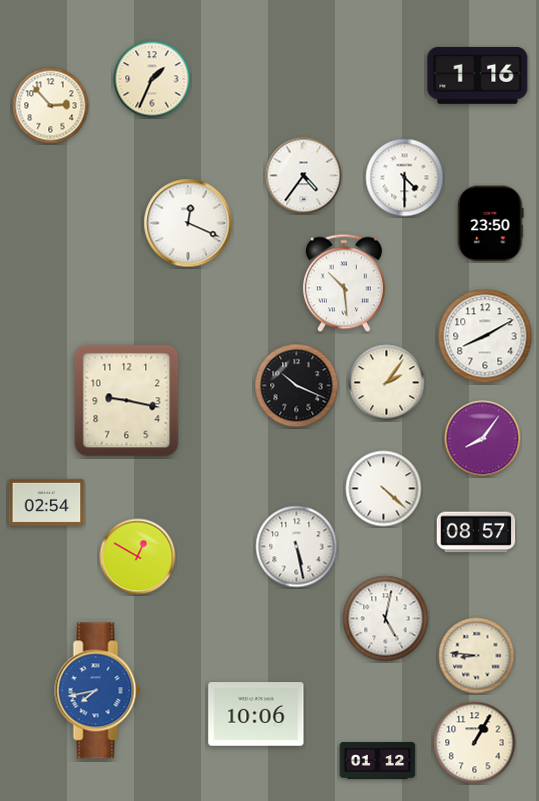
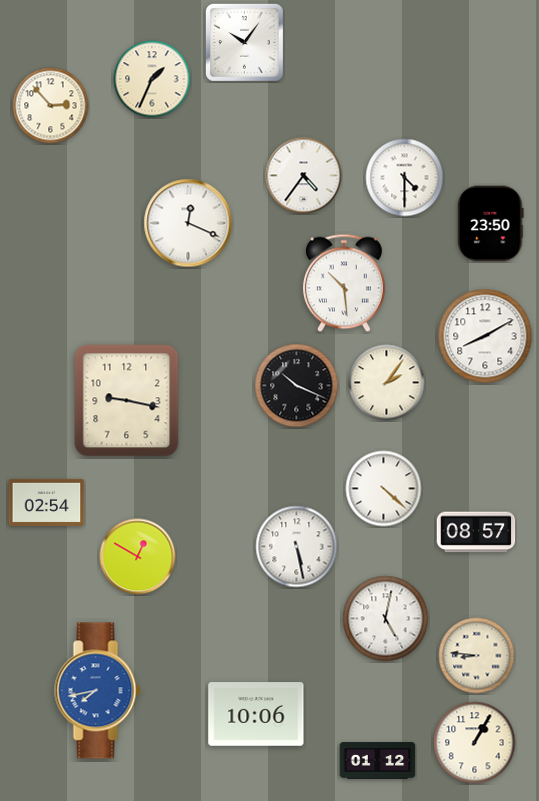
clock at (244, 42): none -> 10:06
clock at (478, 75): 1:16 -> none
clock at (483, 439): 8:06 -> none
